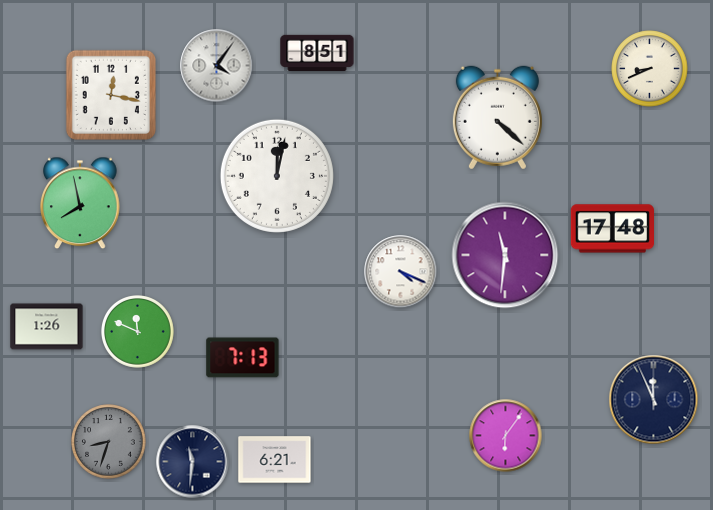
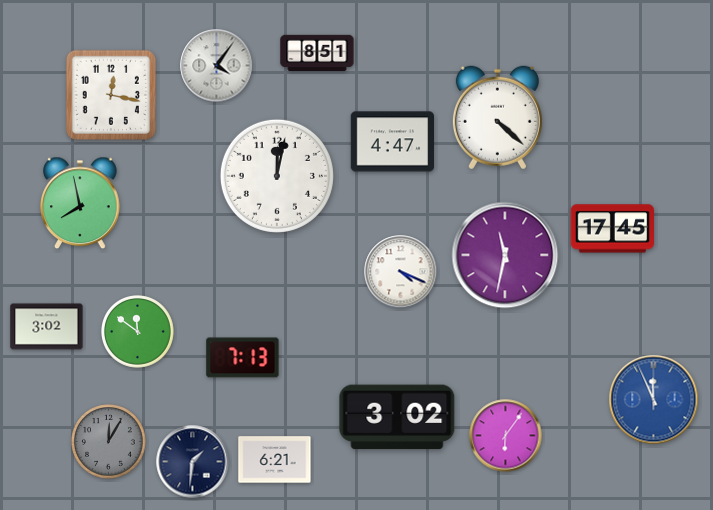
clock at (650, 69): 8:41 -> none
clock at (392, 142): none -> 4:47
clock at (613, 229): 17:48 -> 17:45
clock at (505, 255): 11:31 -> 11:32
clock at (47, 327): 1:26 -> 3:02
clock at (138, 332): 11:49 -> 11:51
clock at (654, 400) dial: navy -> blue
clock at (397, 417): none -> 3:02
clock at (109, 442): 8:33 -> 12:05
clock at (193, 462): 11:31 -> 1:31
